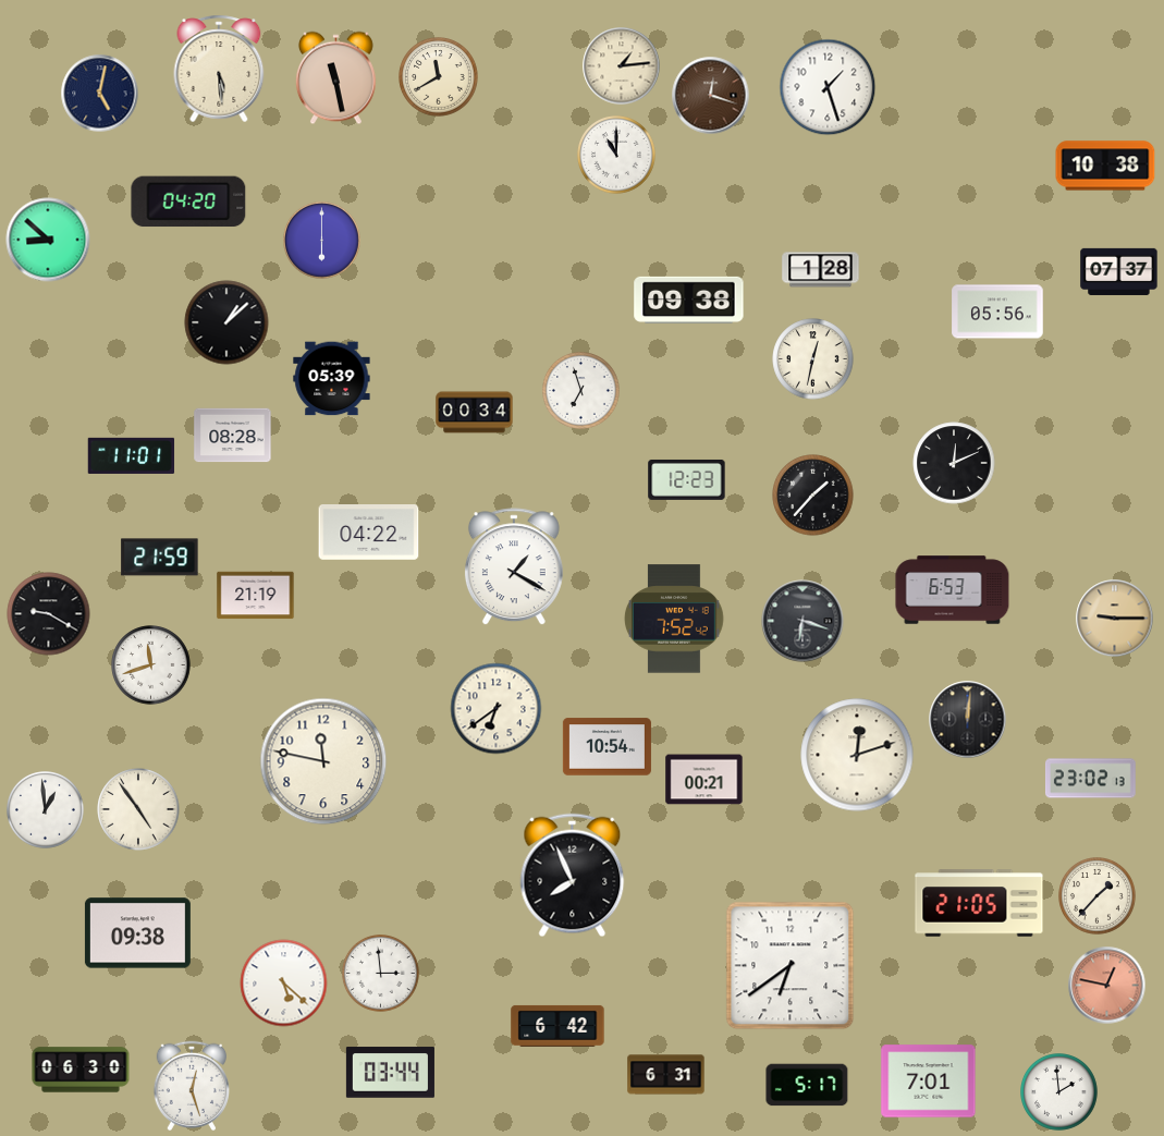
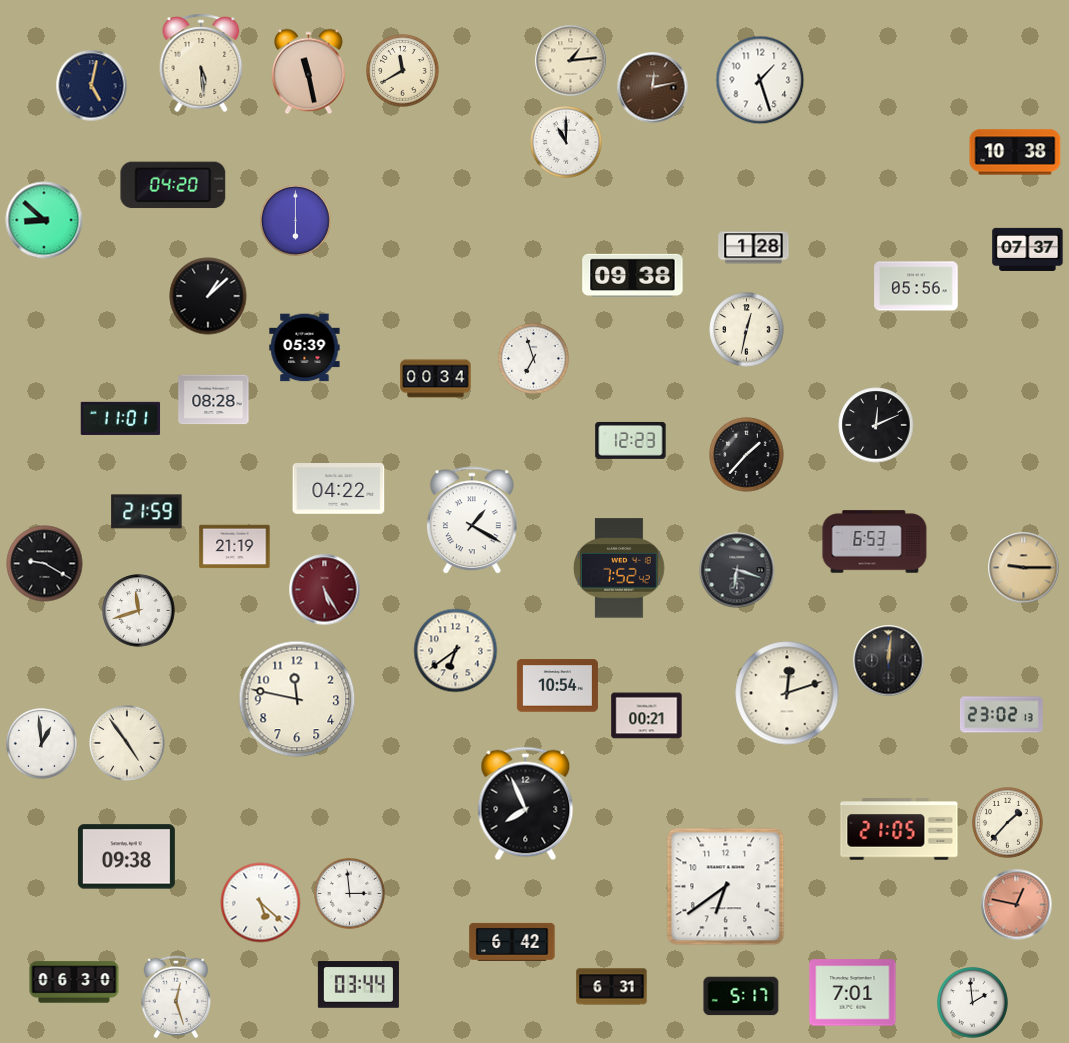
clock at (711, 96): 12:18 -> 12:13
clock at (325, 590): none -> 5:25
